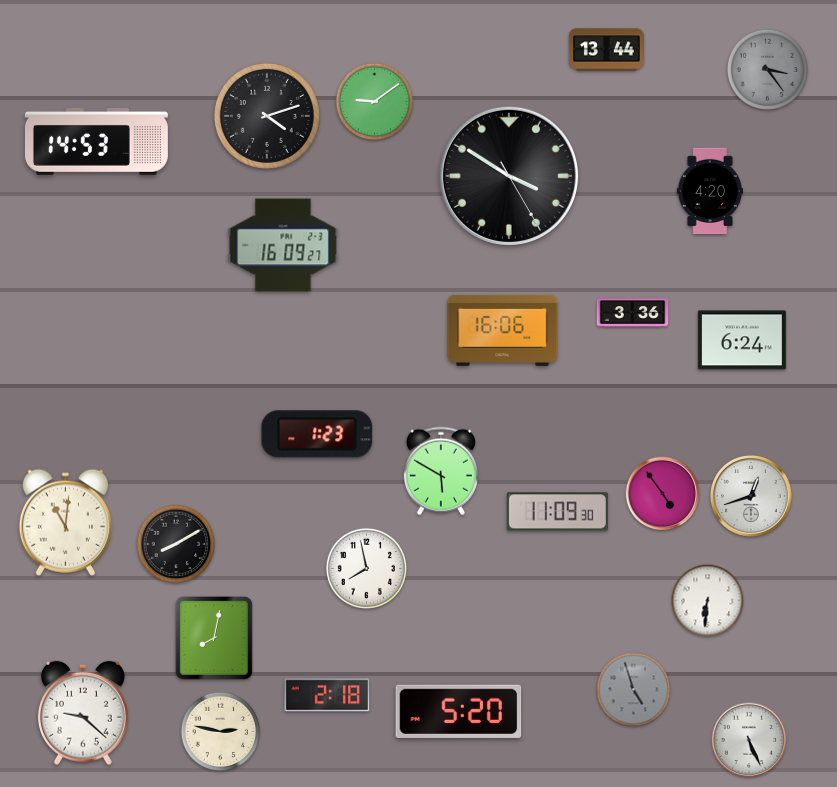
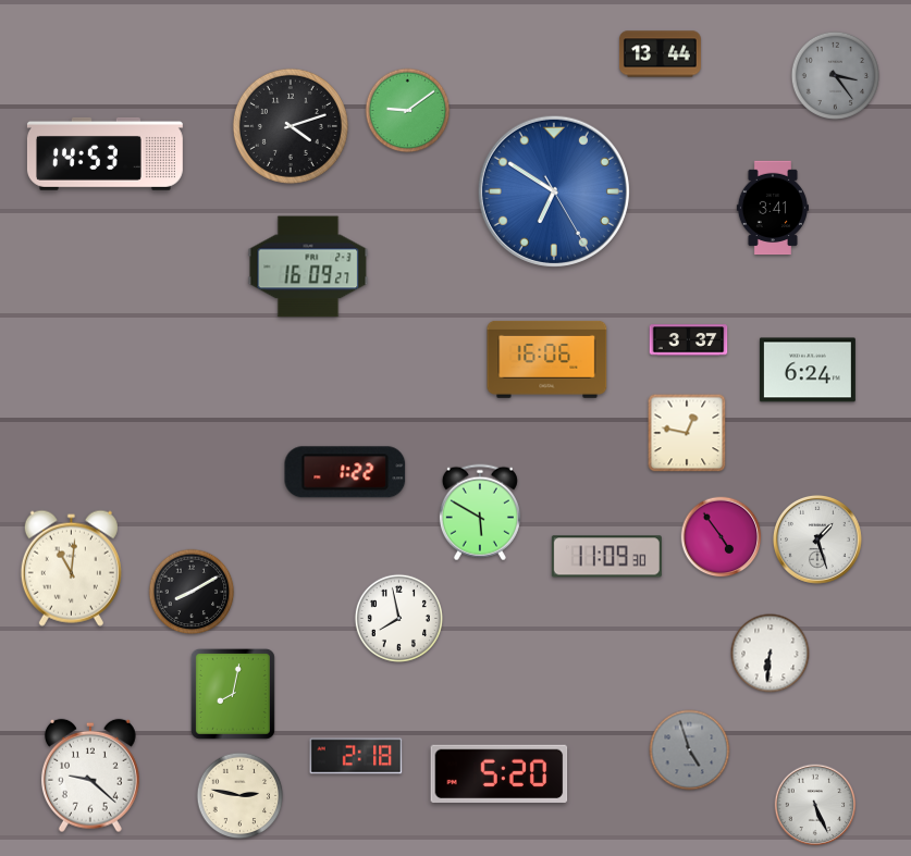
clock at (509, 176): 3:50 -> 6:50
clock at (509, 176) dial: black -> blue
clock at (709, 191): 4:20 -> 3:41
clock at (633, 313): 3:36 -> 3:37
clock at (687, 433): none -> 12:47
clock at (317, 434): 1:23 -> 1:22
clock at (751, 496): 12:42 -> 1:27
